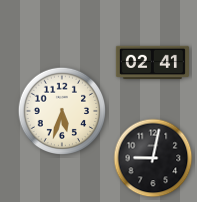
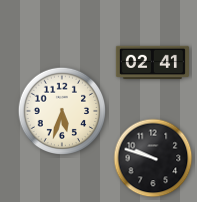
clock at (153, 158): 9:02 -> 9:48
